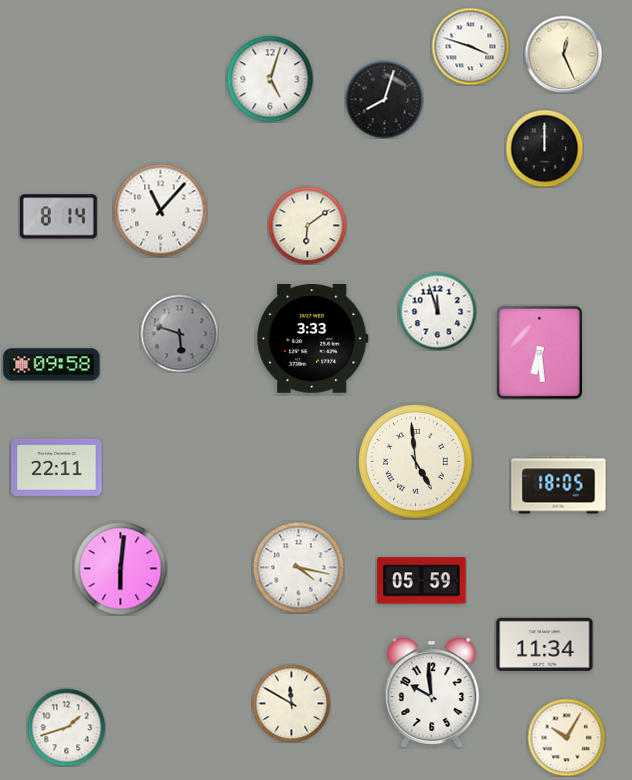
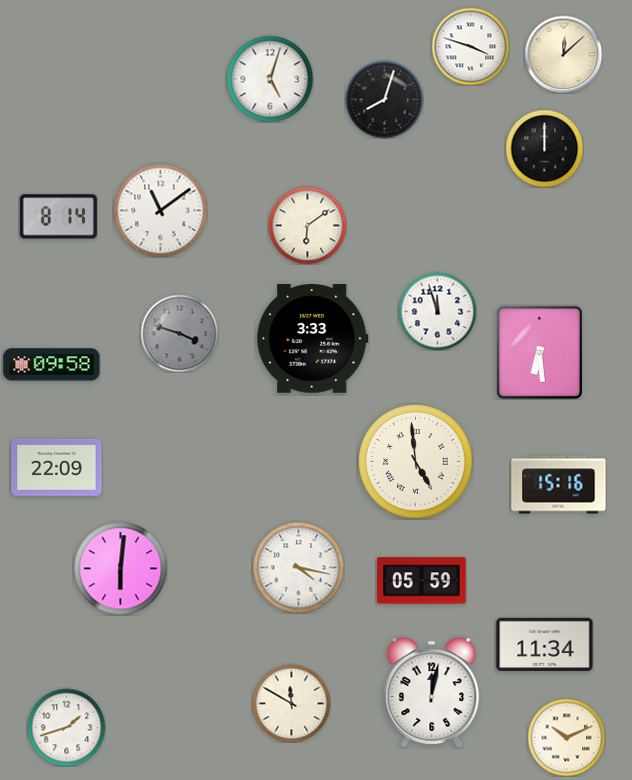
clock at (563, 54): 12:26 -> 12:08
clock at (160, 210): 11:07 -> 11:09
clock at (179, 333): 5:48 -> 3:48
clock at (57, 467): 22:11 -> 22:09
clock at (559, 485): 18:05 -> 15:16
clock at (432, 693): 9:59 -> 12:02
clock at (566, 737): 10:05 -> 10:11
